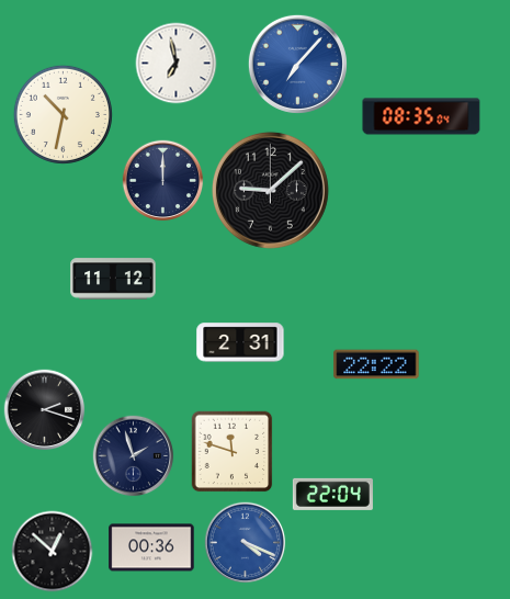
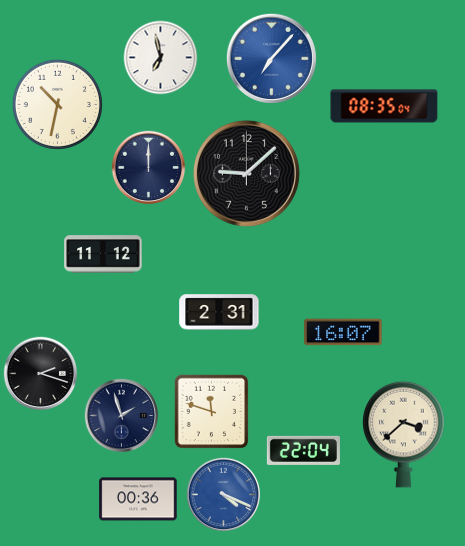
clock at (163, 181) position: (163, 181) -> (149, 168)
clock at (376, 364): 22:22 -> 16:07
clock at (404, 434): none -> 3:38
clock at (53, 552): 12:52 -> none
